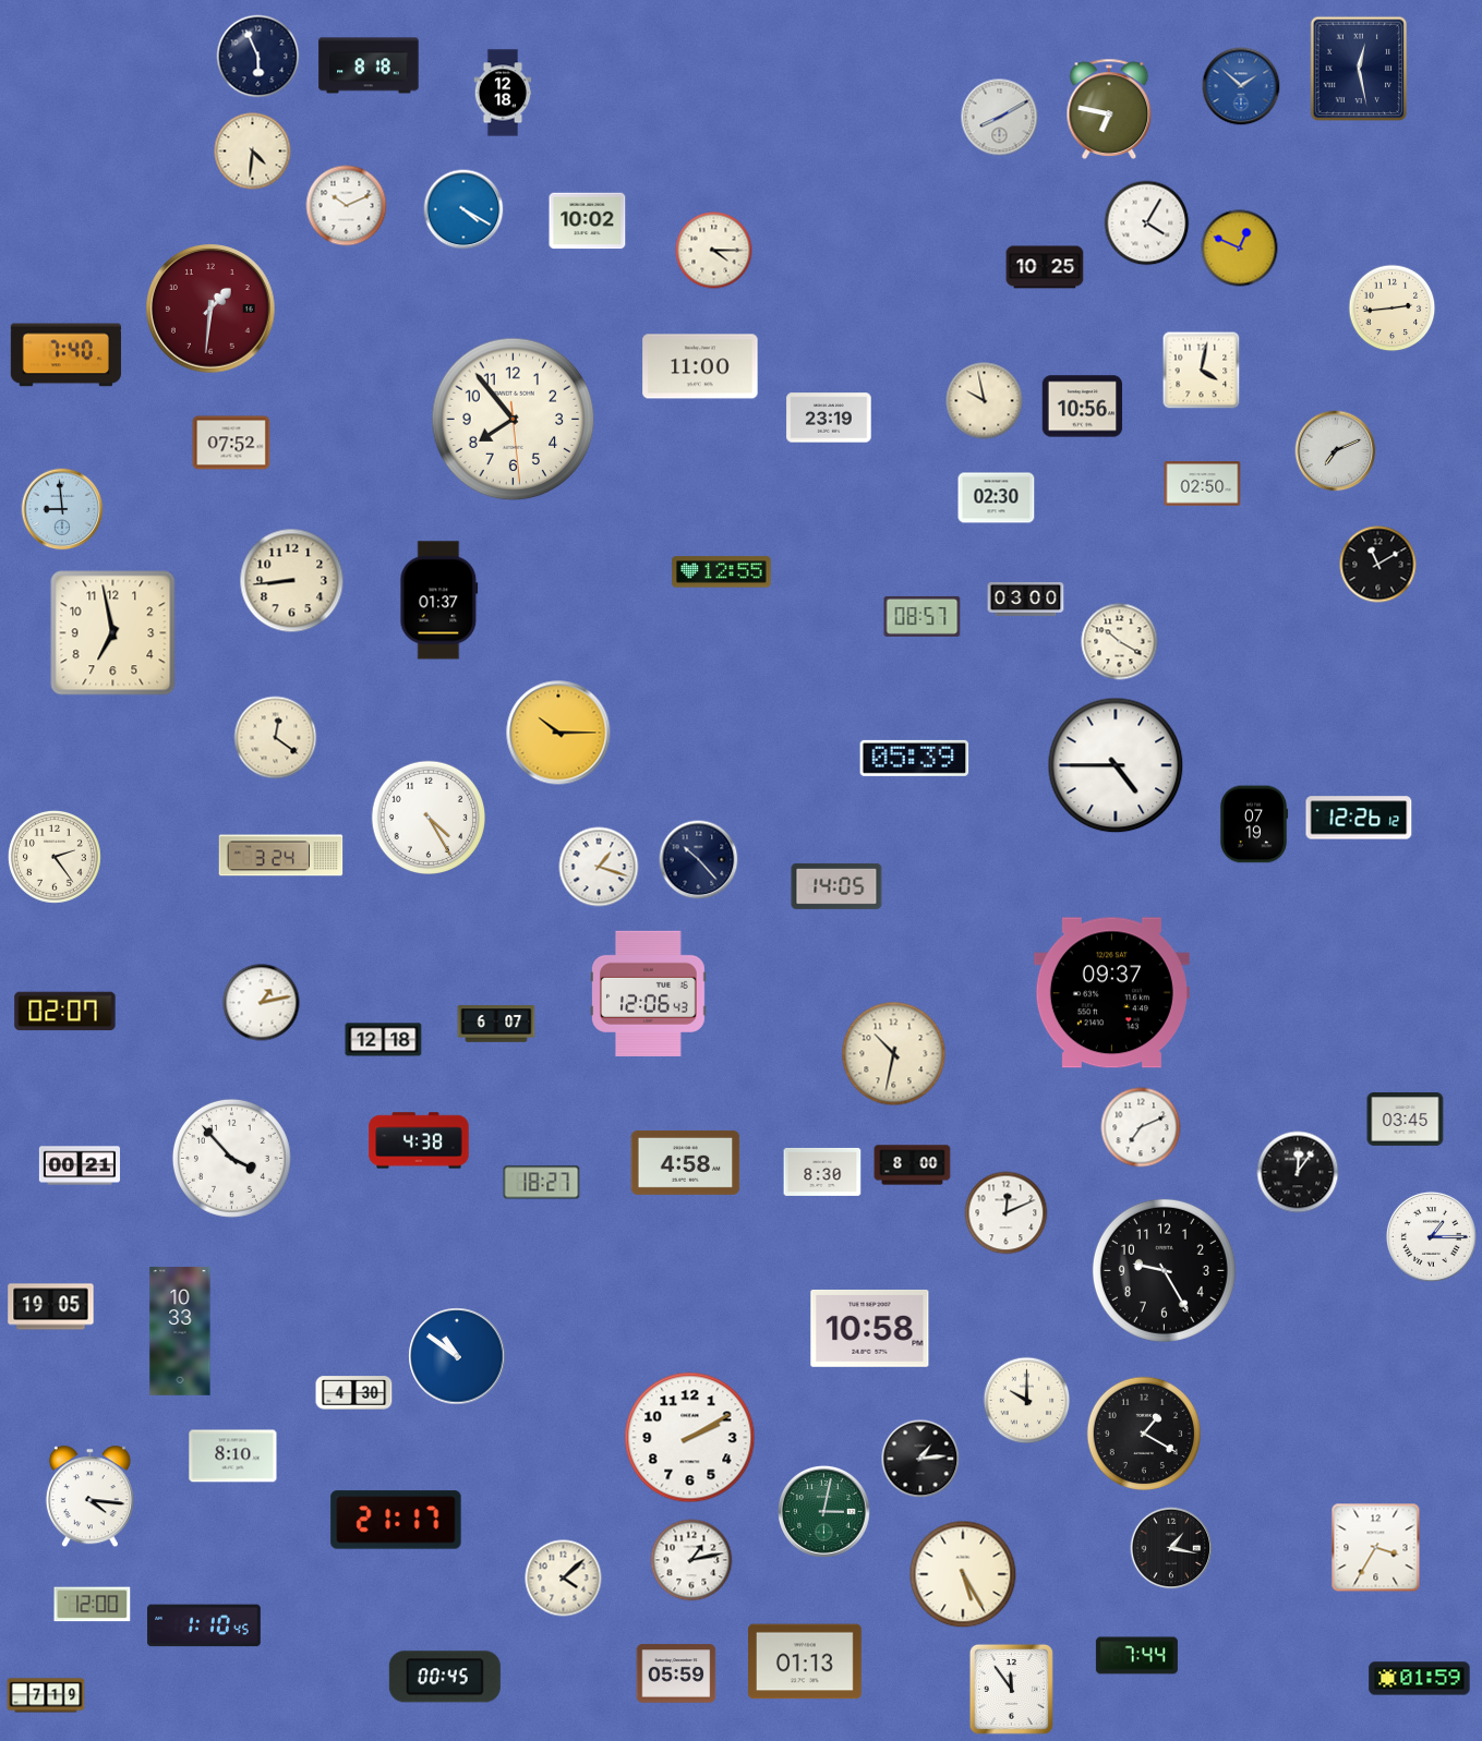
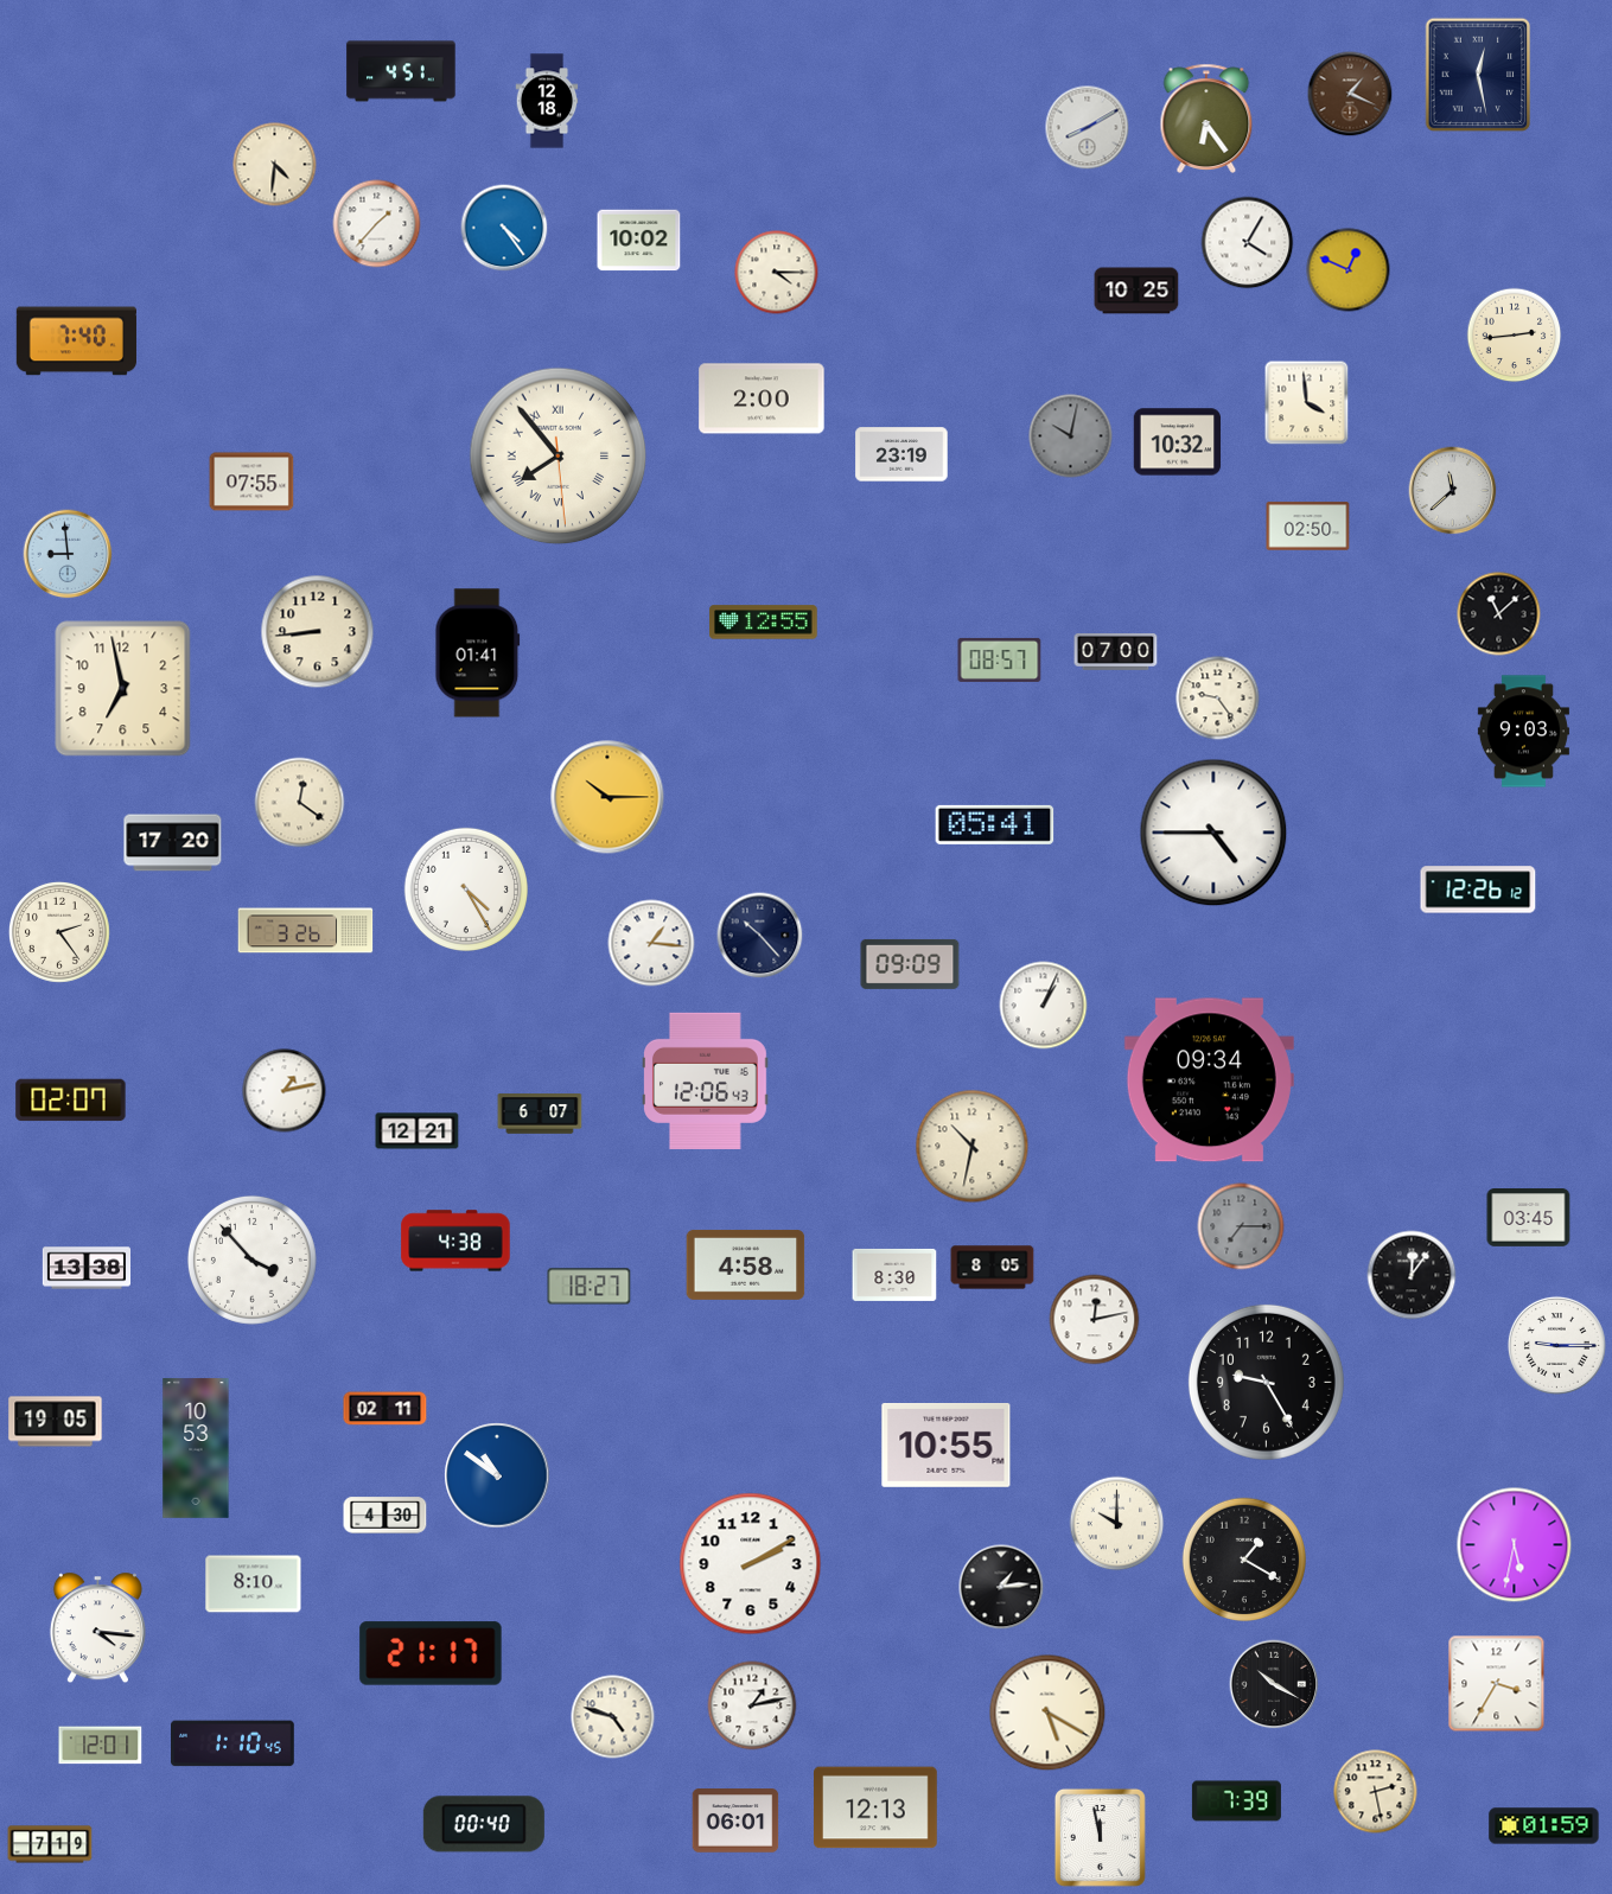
clock at (258, 57): 5:56 -> none
clock at (369, 65): 8:18 -> 4:51
clock at (1241, 86): 1:52 -> 1:19
clock at (1241, 86) dial: blue -> brown
clock at (1109, 109): 6:47 -> 6:24
clock at (347, 206): 10:11 -> 1:37
clock at (463, 209): 4:20 -> 4:24
clock at (212, 310): 1:31 -> none
clock at (65, 355) position: (65, 355) -> (76, 342)
clock at (700, 366): 11:00 -> 2:00
clock at (1202, 371): 4:02 -> 3:59
clock at (985, 401): 9:58 -> 10:02
clock at (985, 401) dial: cream -> grey
clock at (1083, 407): 10:56 -> 10:32
clock at (514, 420) numerals: Arabic -> Roman
clock at (231, 443): 07:52 -> 07:55
clock at (1336, 451): 7:11 -> 11:38
clock at (997, 498): 02:30 -> none
clock at (1378, 565): 11:10 -> 11:08
clock at (722, 572) position: (722, 572) -> (764, 623)
clock at (1026, 600): 03:00 -> 07:00
clock at (439, 601): 01:37 -> 01:41
clock at (923, 616) position: (923, 616) -> (1000, 659)
clock at (1120, 642): 10:20 -> 9:24
clock at (1523, 732): none -> 9:03
clock at (915, 758): 05:39 -> 05:41
clock at (173, 843): none -> 17:20
clock at (1254, 824): 07:19 -> none
clock at (281, 856): 3:24 -> 3:26
clock at (599, 867): 1:18 -> 1:16
clock at (836, 886): 14:05 -> 09:09
clock at (1044, 1006): none -> 1:04
clock at (1111, 993): 09:37 -> 09:34
clock at (384, 1040): 12:18 -> 12:21
clock at (1141, 1127): 7:11 -> 7:15
clock at (1141, 1127) dial: white -> grey
clock at (79, 1165): 00:21 -> 13:38
clock at (913, 1165): 8:00 -> 8:05
clock at (1007, 1213): 12:11 -> 12:13
clock at (1431, 1236): 1:15 -> 9:15
clock at (386, 1409): none -> 02:11
clock at (870, 1329): 10:58 -> 10:55
clock at (180, 1331): 10:33 -> 10:53
clock at (1515, 1545): none -> 5:32
clock at (824, 1512): 3:02 -> none
clock at (1171, 1548): 1:17 -> 10:20
clock at (691, 1560) position: (691, 1560) -> (752, 1705)
clock at (963, 1574): 5:25 -> 5:20
clock at (564, 1579): 4:08 -> 4:48
clock at (93, 1605): 12:00 -> 12:01
clock at (205, 1625) position: (205, 1625) -> (234, 1743)
clock at (1376, 1792): none -> 2:28
clock at (1136, 1656): 7:44 -> 7:39
clock at (806, 1661): 01:13 -> 12:13
clock at (676, 1673): 05:59 -> 06:01
clock at (445, 1677): 00:45 -> 00:40
clock at (1011, 1689): 11:54 -> 11:58
